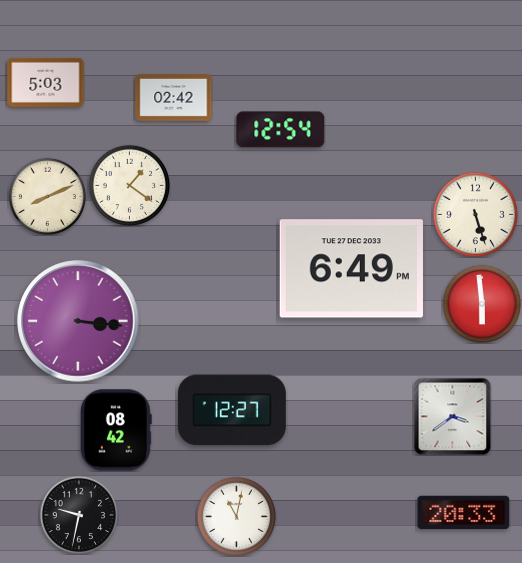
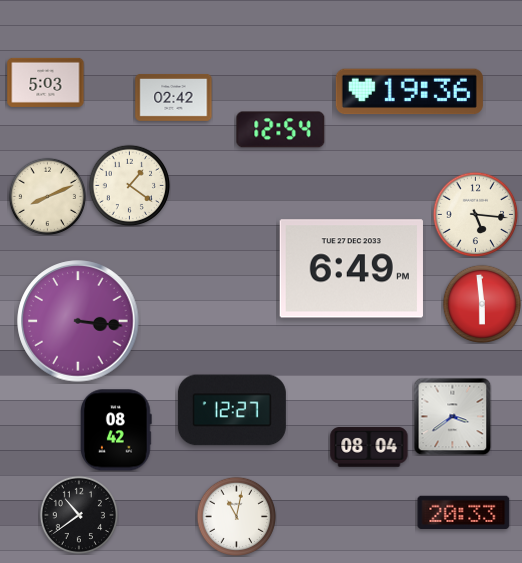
clock at (409, 92): none -> 19:36
clock at (475, 214): 5:27 -> 5:16
clock at (369, 447): none -> 08:04
clock at (78, 514): 9:32 -> 10:39
